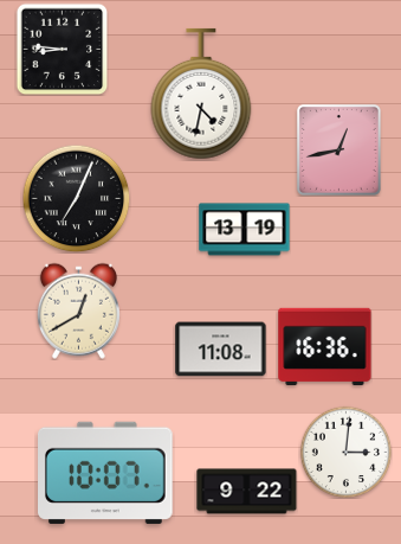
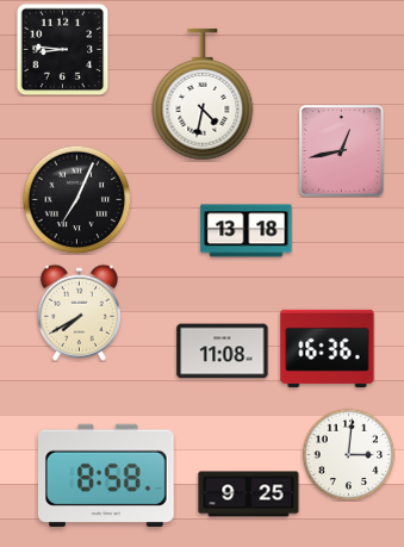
clock at (245, 230): 13:19 -> 13:18
clock at (78, 311): 12:40 -> 7:40
clock at (106, 473): 10:07 -> 8:58
clock at (247, 492): 9:22 -> 9:25
